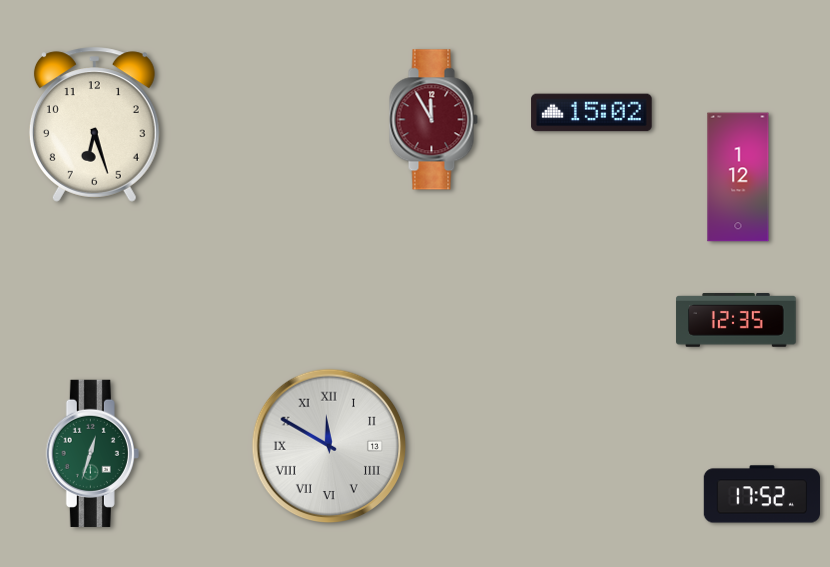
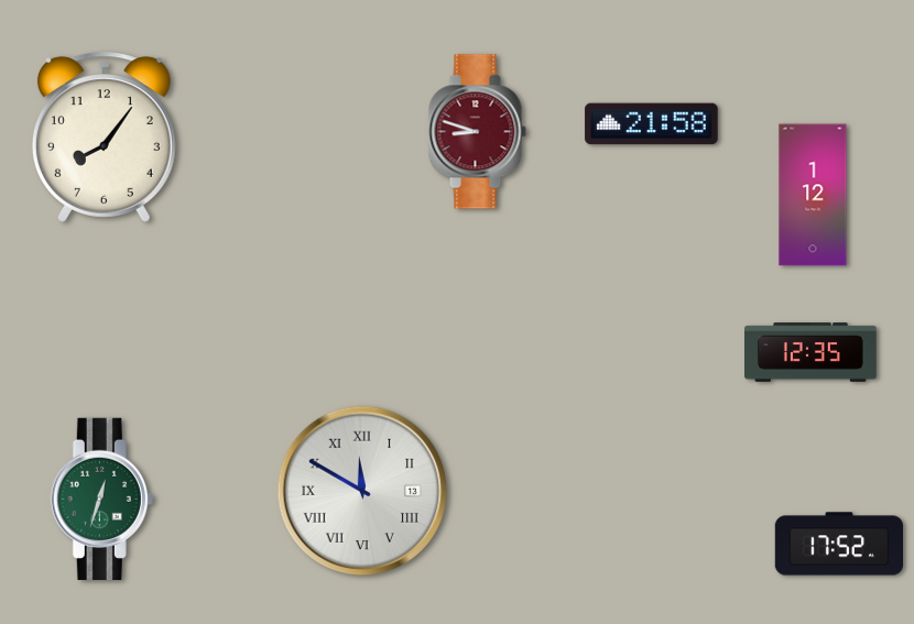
clock at (592, 113): 15:02 -> 21:58
clock at (433, 120): 11:55 -> 8:48
clock at (94, 125): 6:27 -> 8:06
